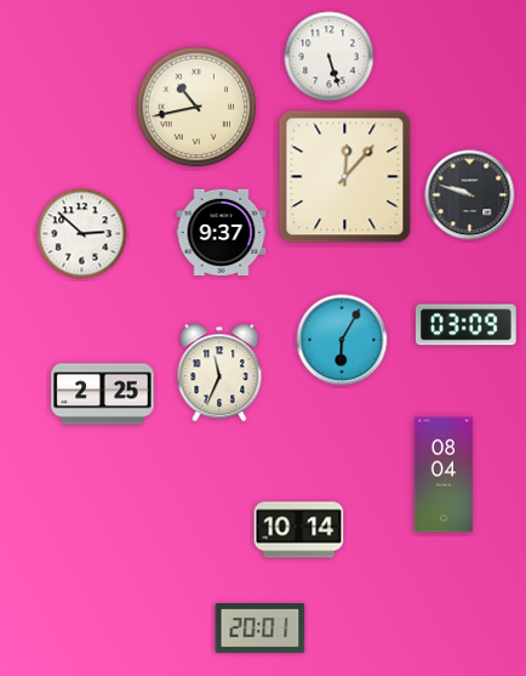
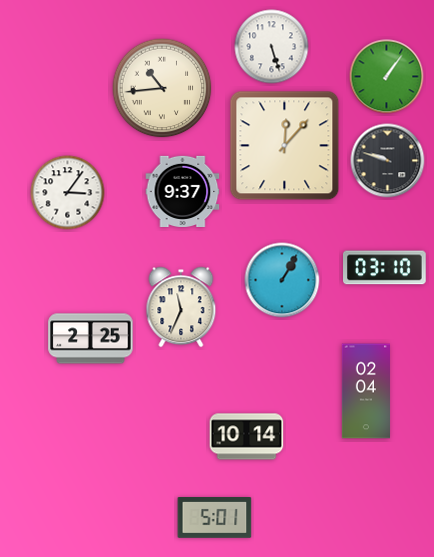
clock at (387, 77): none -> 1:06
clock at (196, 107): 10:43 -> 10:44
clock at (82, 234): 2:52 -> 3:06
clock at (467, 325): 03:09 -> 03:10
clock at (342, 340): 6:05 -> 1:05
clock at (103, 394) position: (103, 394) -> (91, 339)
clock at (442, 475): 08:04 -> 02:04
clock at (261, 629): 20:01 -> 5:01
